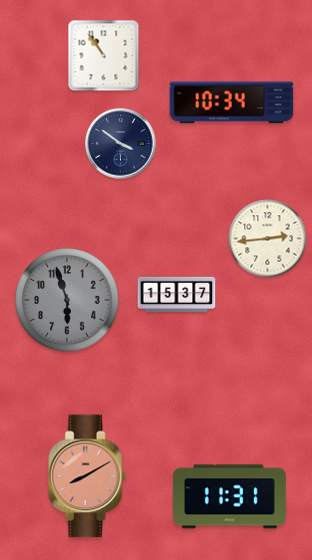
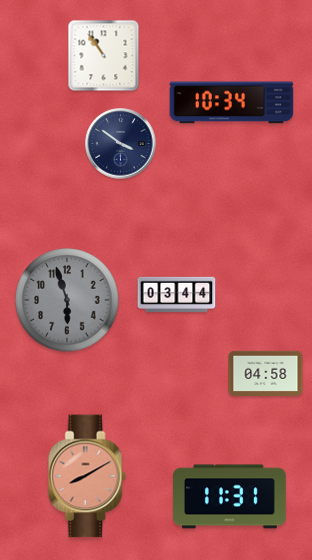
clock at (268, 239): 2:44 -> none
clock at (177, 295): 15:37 -> 03:44
clock at (266, 374): none -> 04:58
